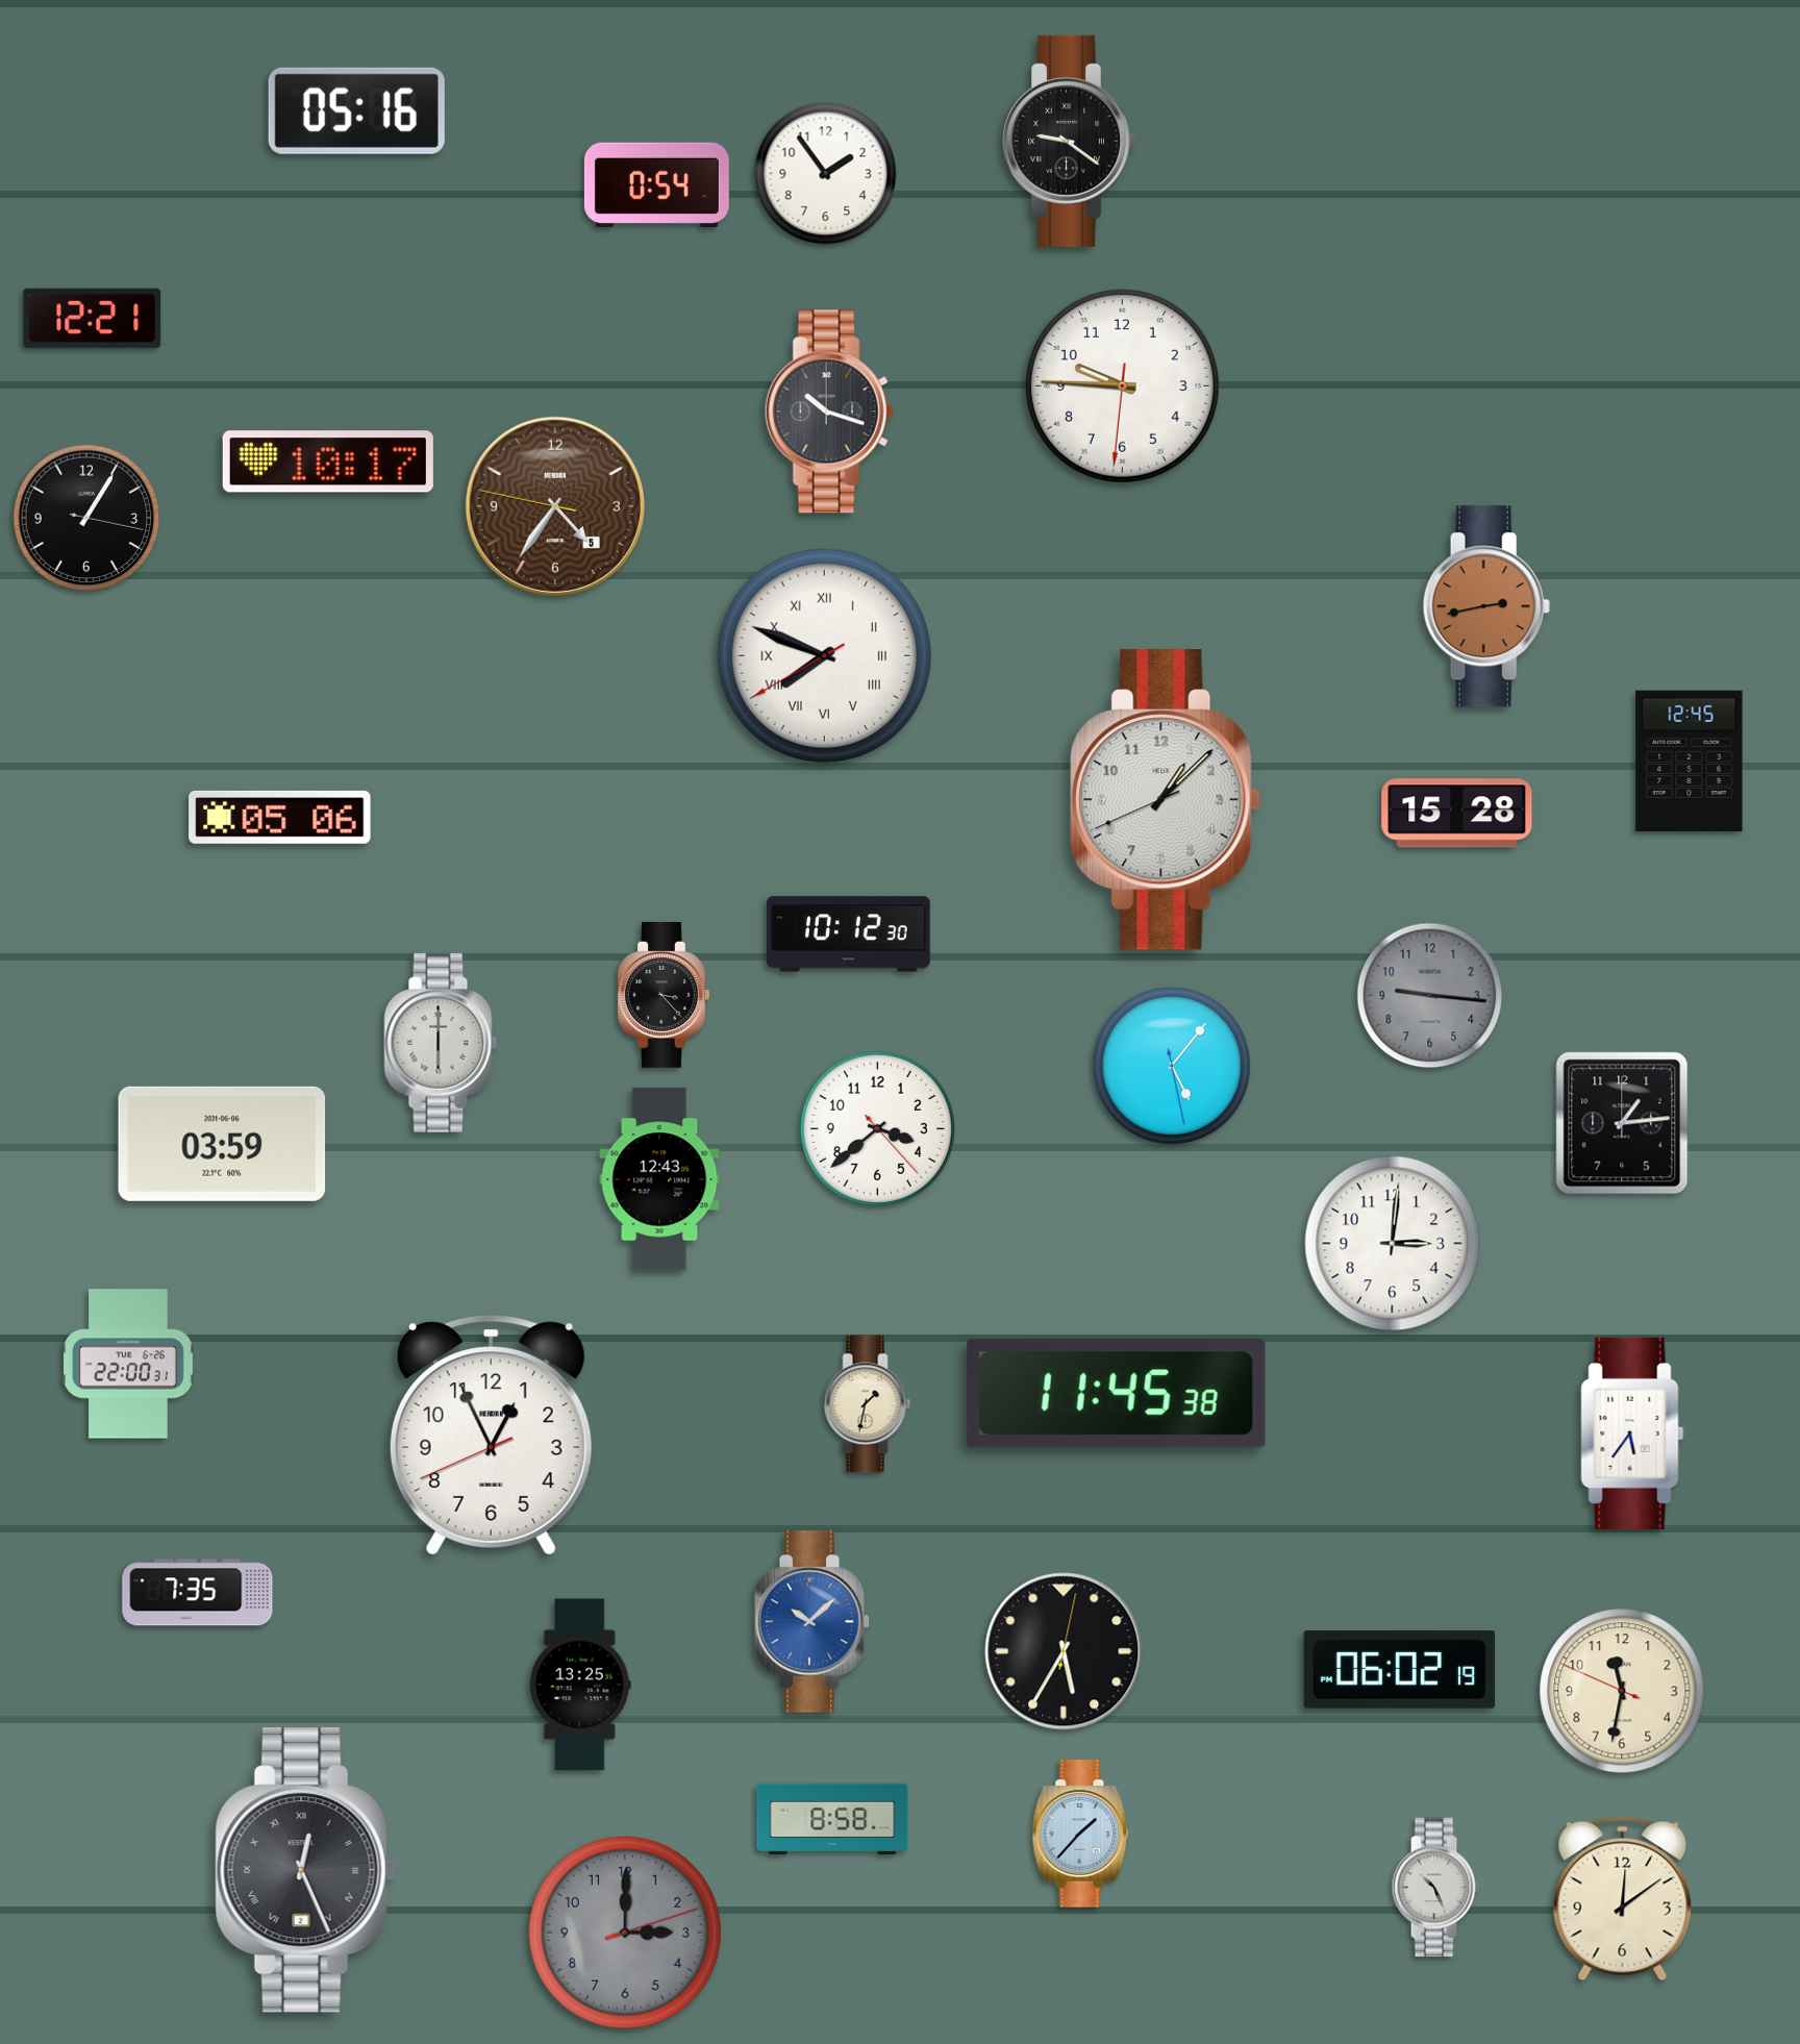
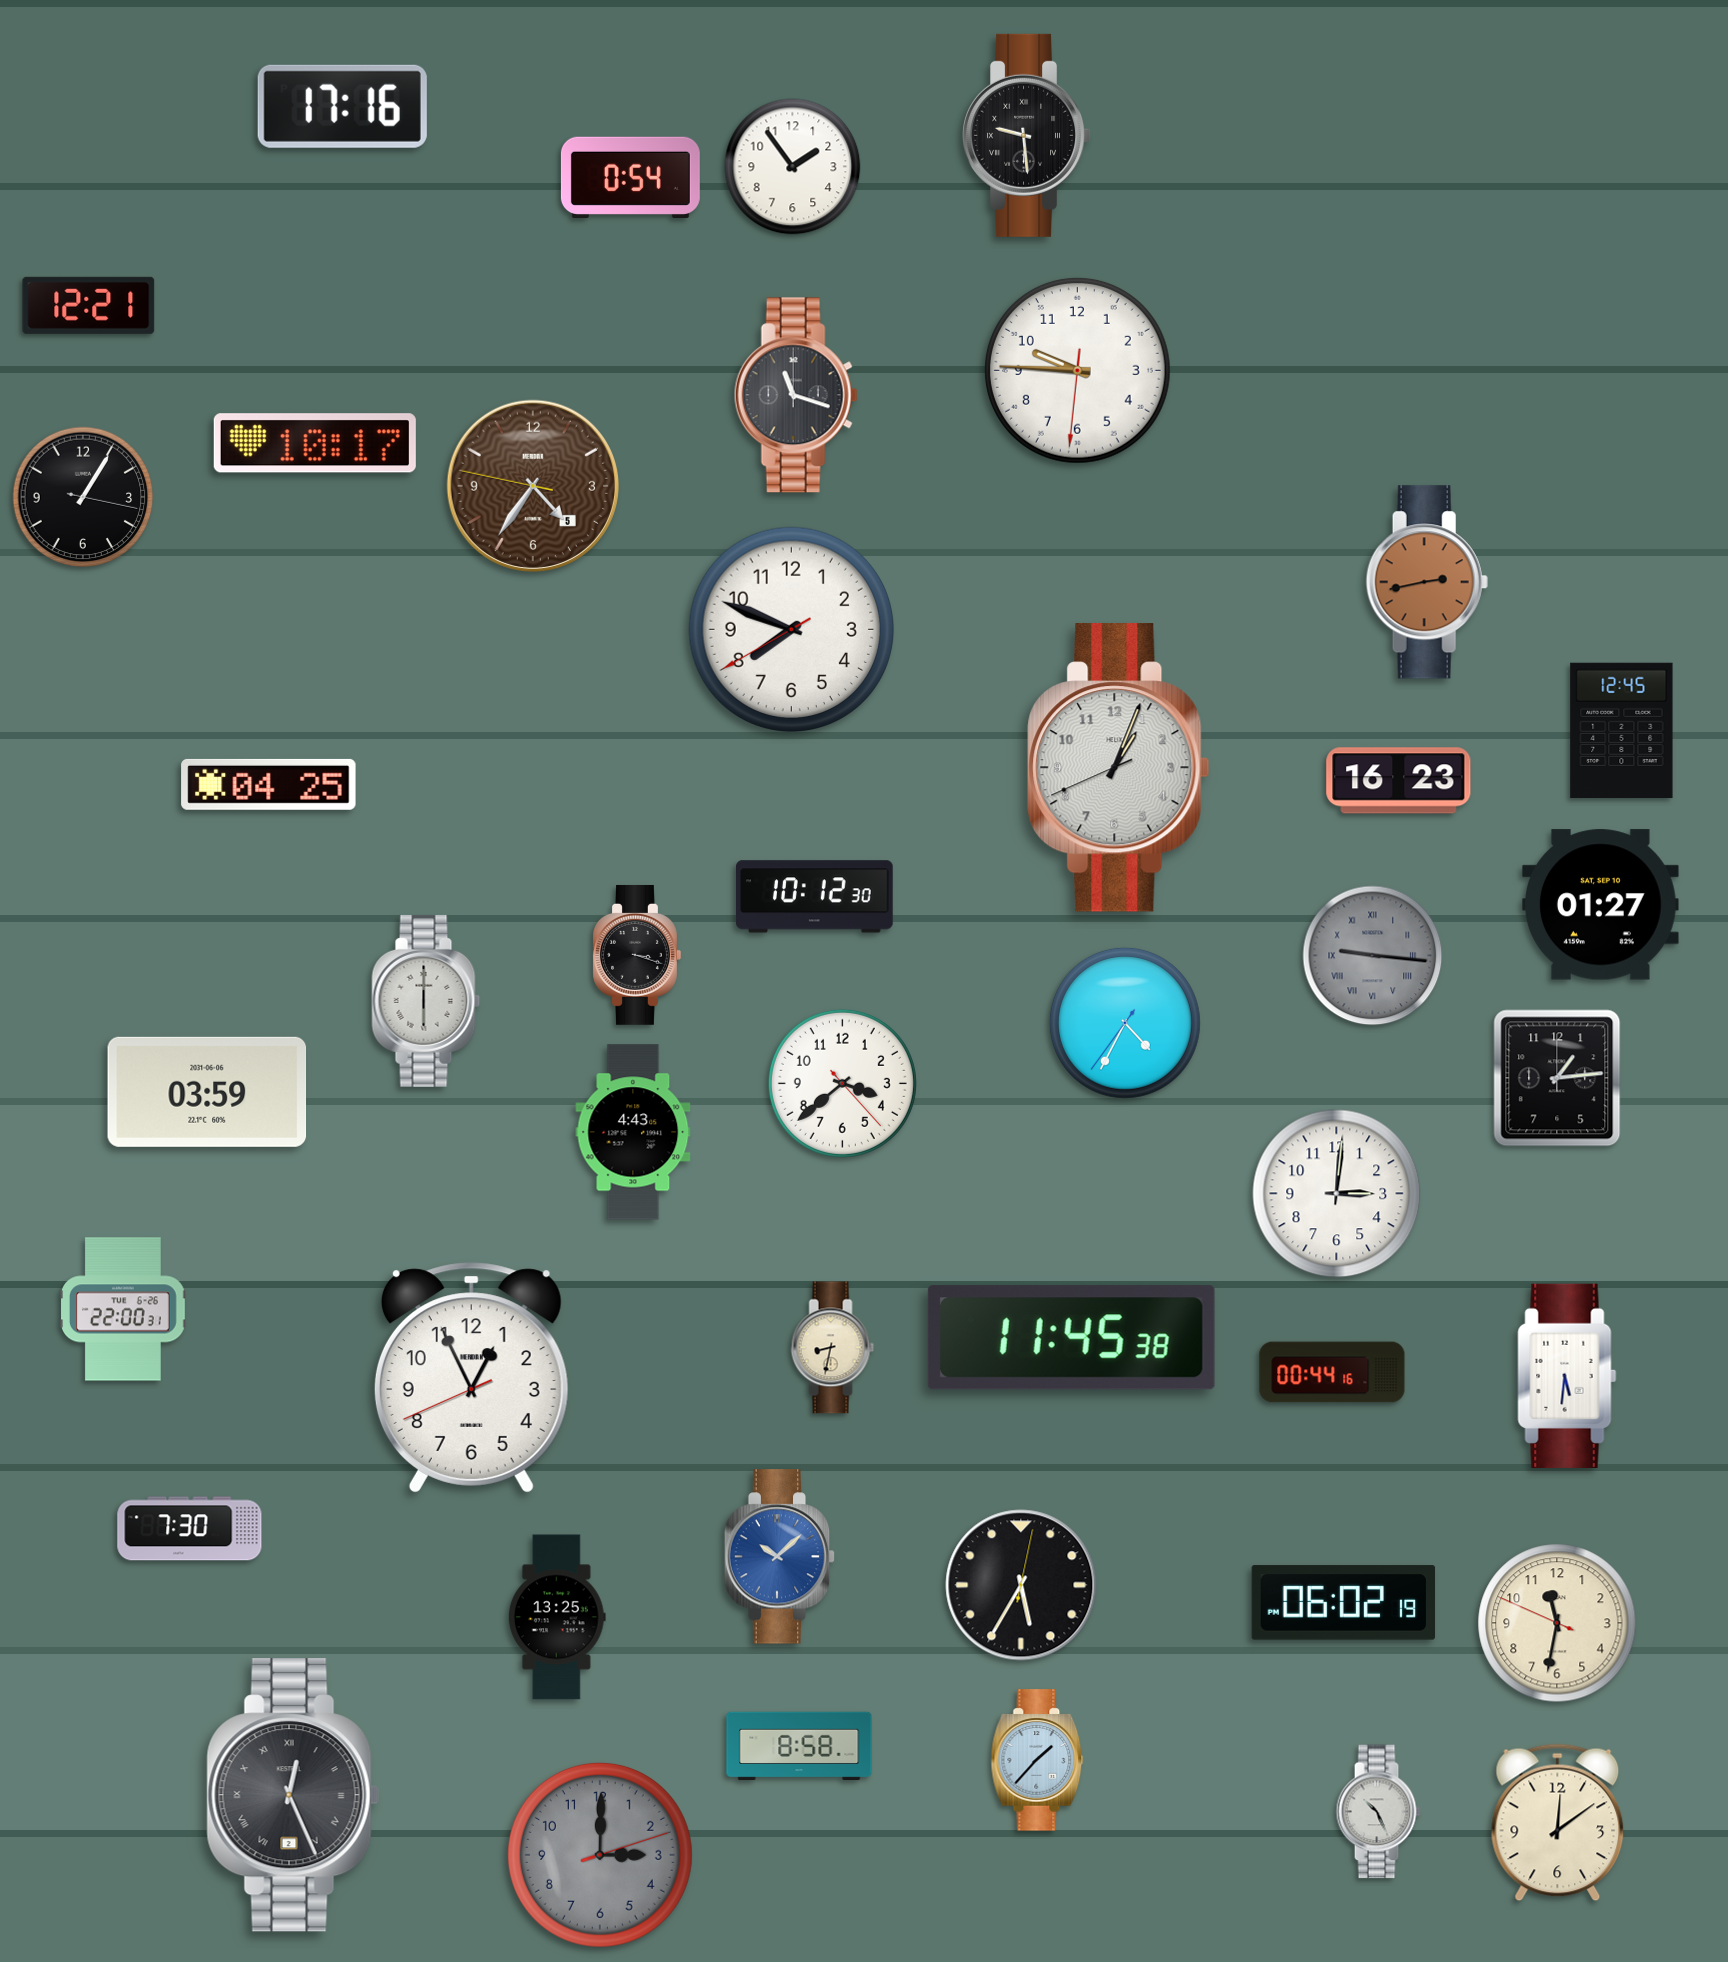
clock at (356, 110): 05:16 -> 17:16
clock at (1069, 141): 9:21 -> 9:29
clock at (829, 412): 10:18 -> 11:18
clock at (825, 656) numerals: Roman -> Arabic
clock at (1166, 800): 1:07 -> 1:03
clock at (1457, 814): 15:28 -> 16:23
clock at (280, 817): 05:06 -> 04:25
clock at (1600, 905): none -> 01:27
clock at (664, 995): 3:23 -> 3:18
clock at (1430, 996) numerals: Arabic -> Roman
clock at (441, 1043) position: (441, 1043) -> (426, 1001)
clock at (1172, 1066): 5:06 -> 4:34
clock at (222, 1144) position: (222, 1144) -> (207, 1092)
clock at (659, 1179): 12:43 -> 4:43
clock at (868, 1404): 1:32 -> 8:32
clock at (1332, 1372): none -> 00:44
clock at (1632, 1434): 5:36 -> 5:31
clock at (198, 1593): 7:35 -> 7:30
